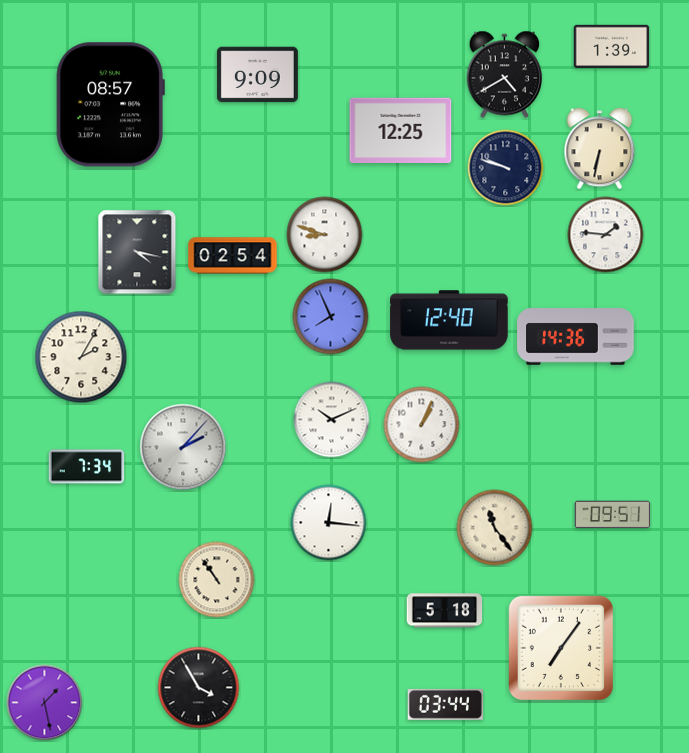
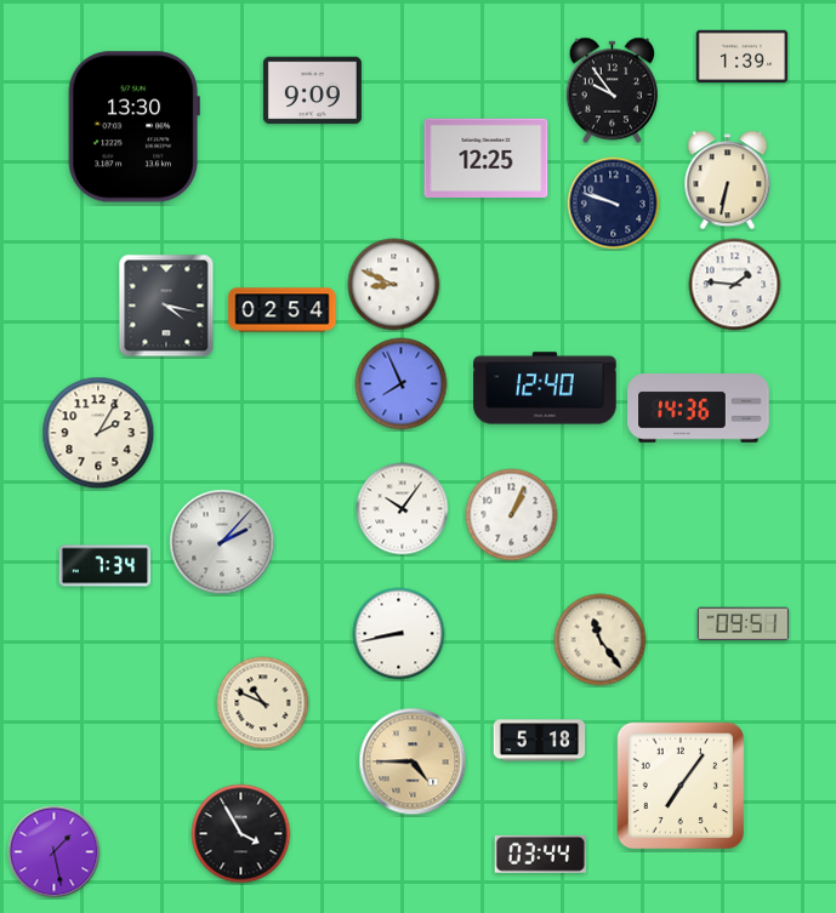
clock at (504, 75): 4:40 -> 9:54
clock at (110, 105): 08:57 -> 13:30
clock at (325, 235): 8:48 -> 8:49
clock at (332, 420): 10:11 -> 10:06
clock at (329, 523): 12:16 -> 8:43
clock at (217, 580): 10:54 -> 10:49
clock at (413, 761): none -> 4:45
